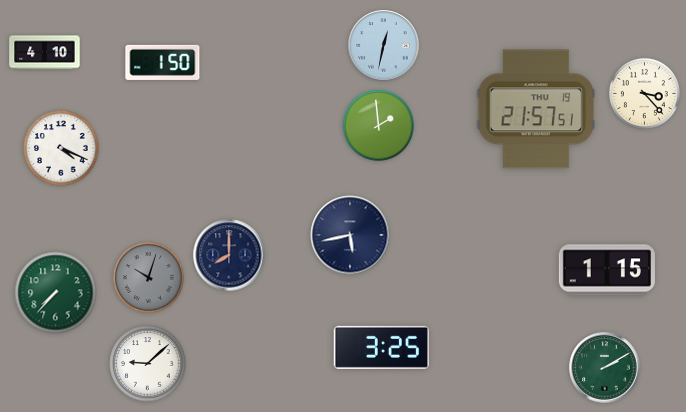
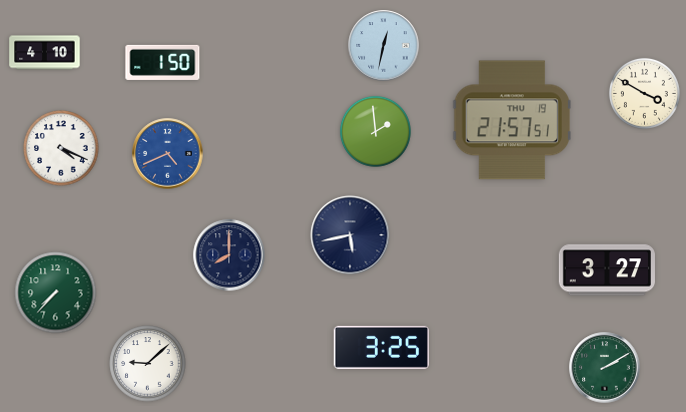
clock at (644, 93): 3:23 -> 3:50
clock at (535, 109) position: (535, 109) -> (511, 120)
clock at (378, 125) position: (378, 125) -> (375, 131)
clock at (168, 154): none -> 4:41
clock at (607, 270): 1:15 -> 3:27
clock at (148, 277): 10:03 -> none
